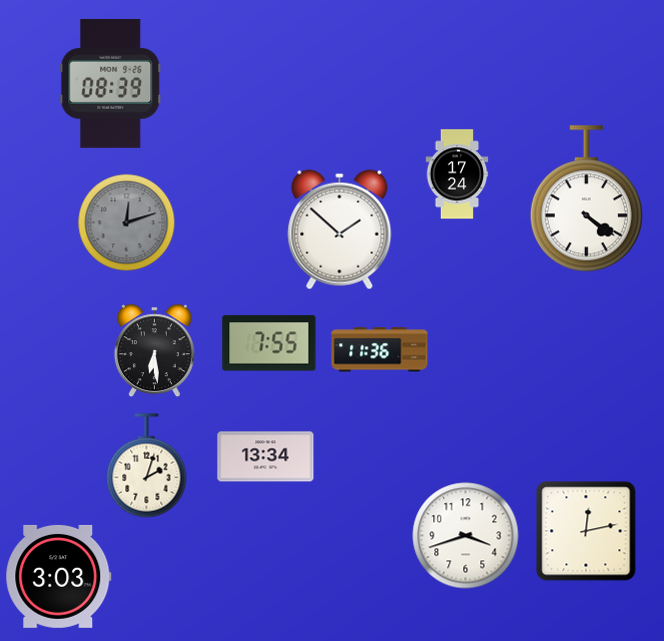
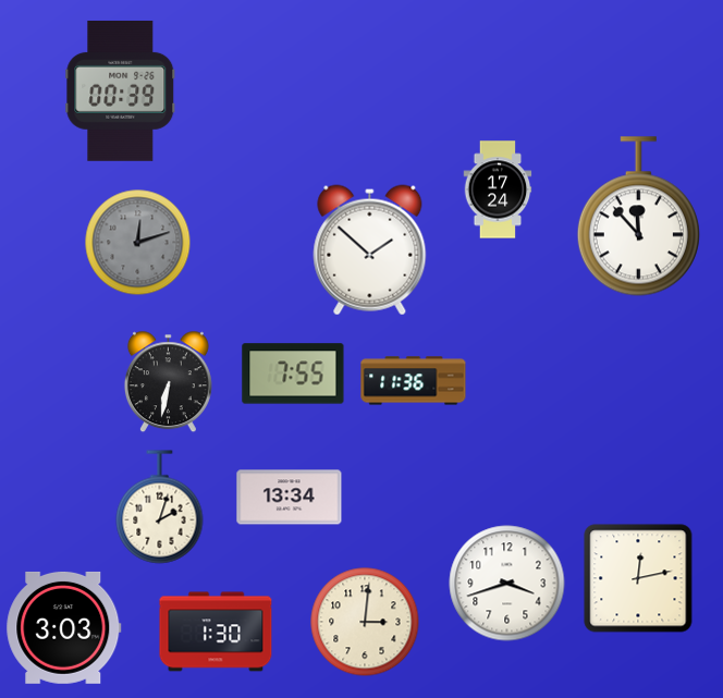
clock at (111, 83): 08:39 -> 00:39
clock at (586, 199): 4:21 -> 11:53
clock at (154, 350): 6:29 -> 6:32
clock at (365, 622): none -> 3:01
clock at (216, 632): none -> 1:30
